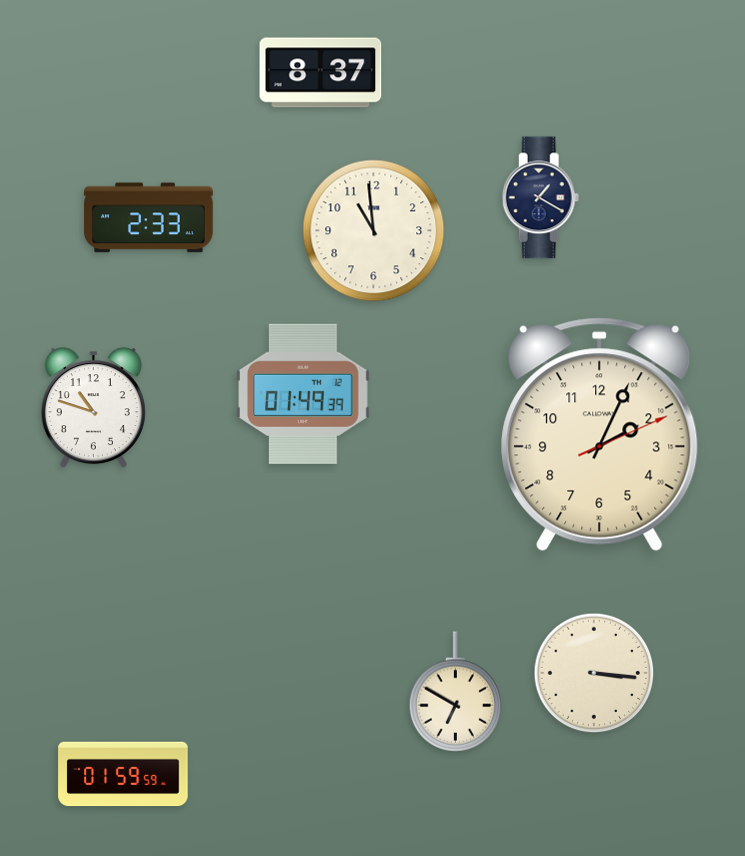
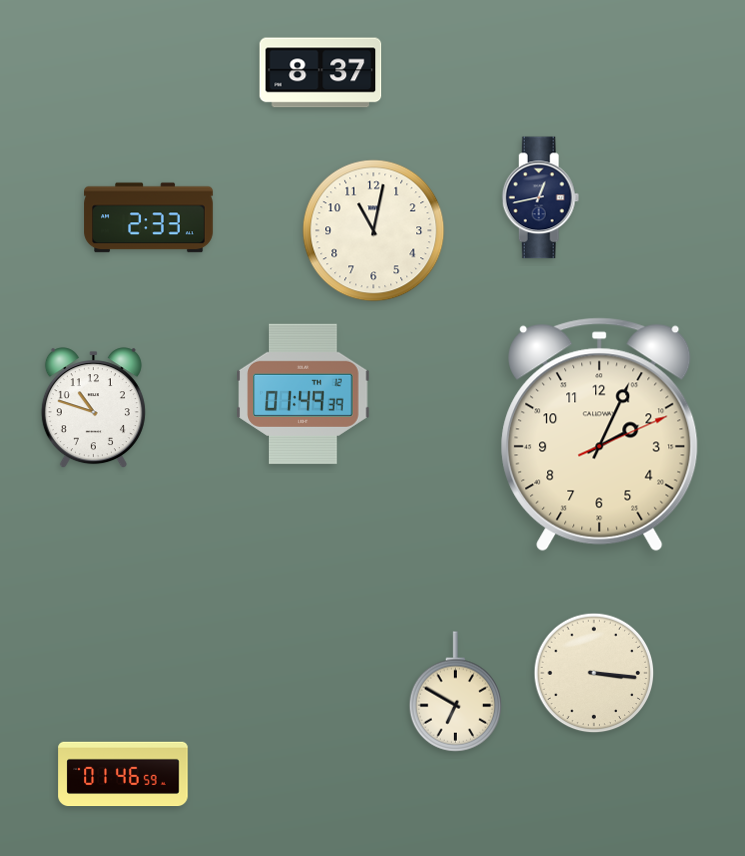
clock at (541, 198): 1:20 -> 12:43
clock at (374, 231): 10:59 -> 11:02
clock at (123, 774): 01:59 -> 01:46
